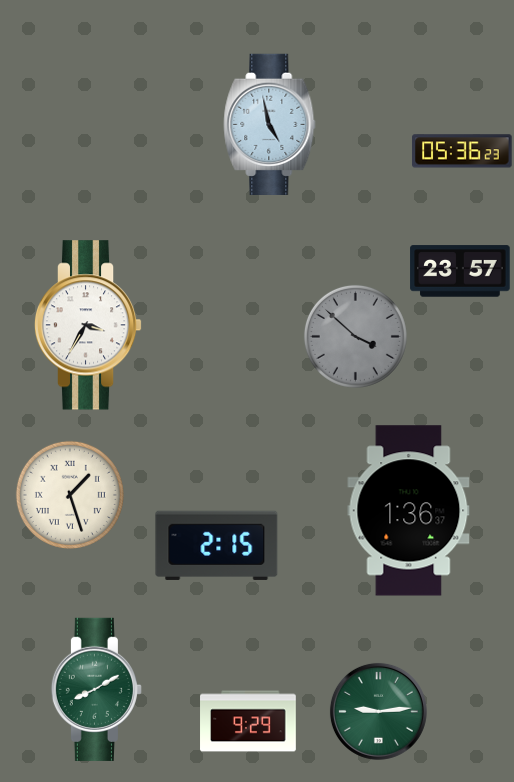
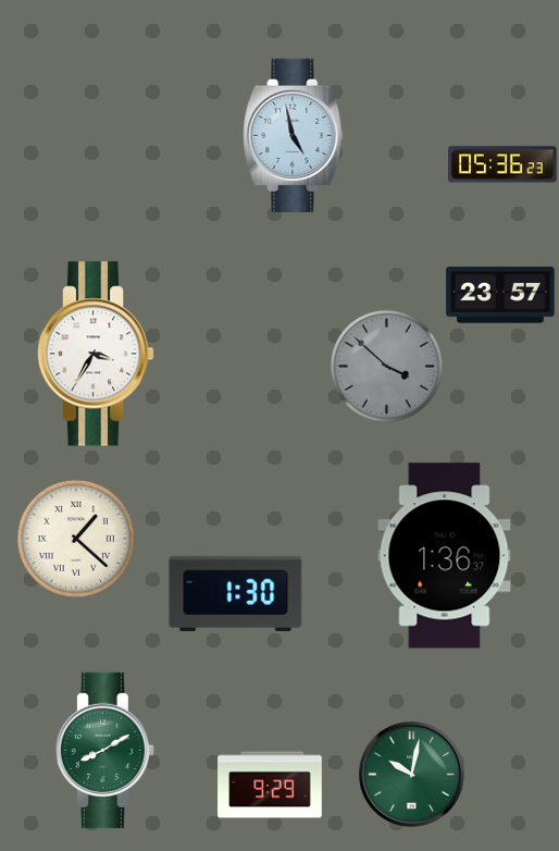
clock at (70, 495): 1:27 -> 1:22
clock at (217, 545): 2:15 -> 1:30
clock at (378, 711): 9:14 -> 10:02
